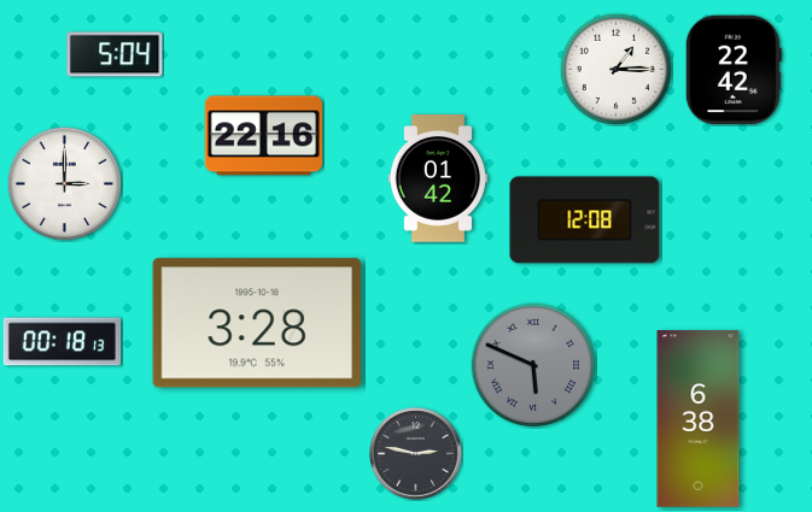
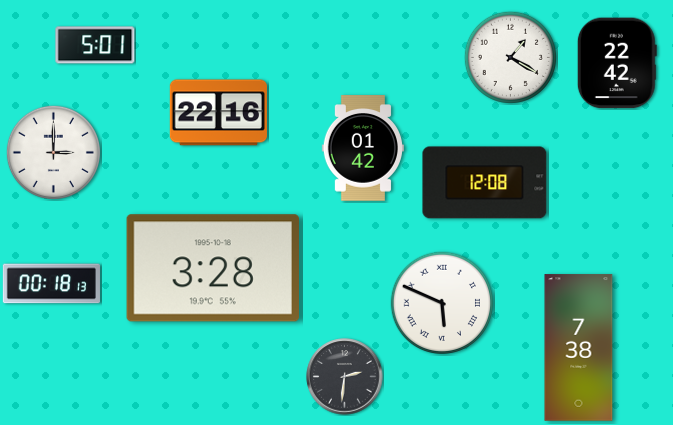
clock at (115, 54): 5:04 -> 5:01
clock at (615, 69): 1:15 -> 1:20
clock at (734, 70) position: (734, 70) -> (617, 63)
clock at (532, 364) dial: grey -> white
clock at (699, 419): 6:38 -> 7:38
clock at (416, 454): 2:47 -> 2:31
